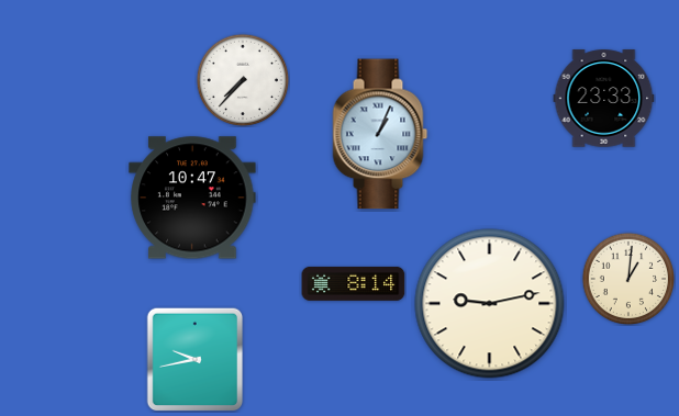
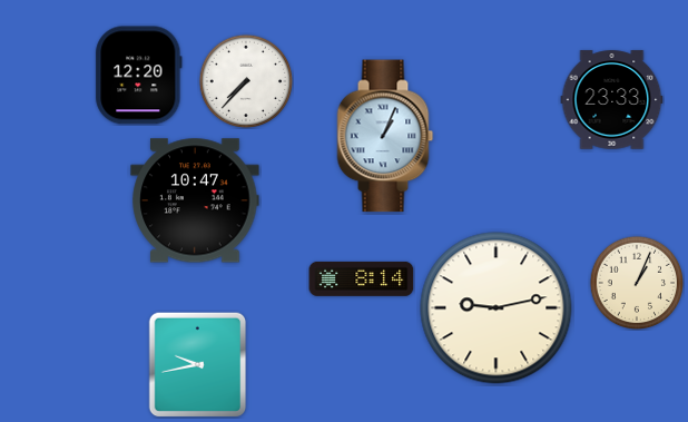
clock at (139, 76): none -> 12:20
clock at (628, 279): 1:01 -> 1:04
clock at (354, 283) position: (354, 283) -> (362, 278)
